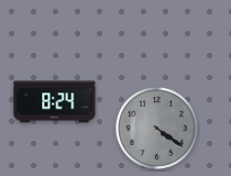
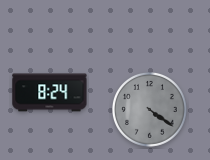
clock at (157, 129) position: (157, 129) -> (150, 110)
